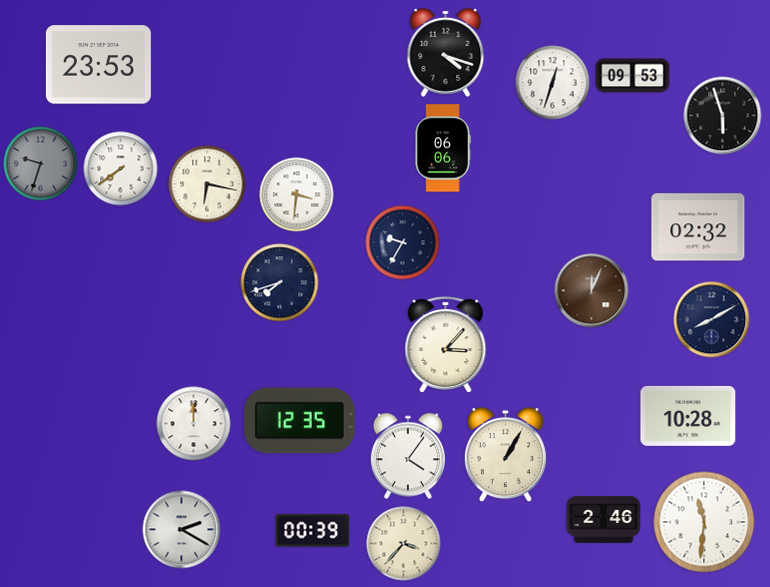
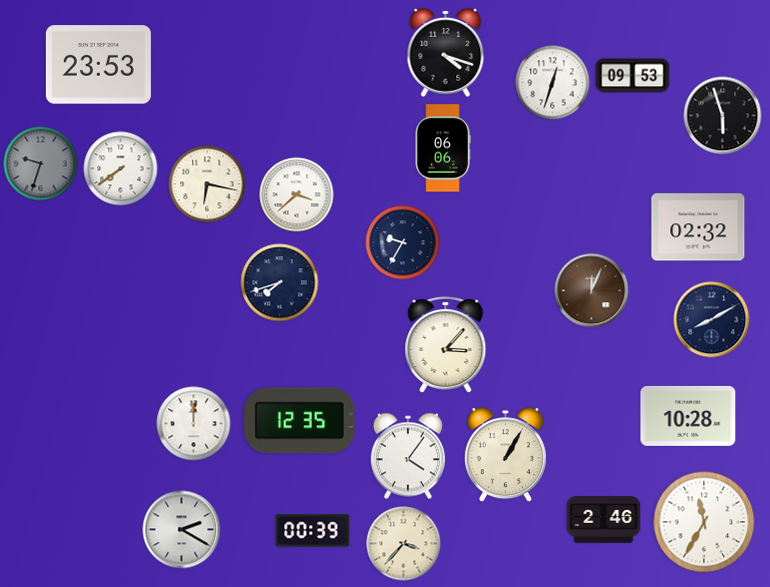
clock at (297, 195): 3:31 -> 3:38
clock at (704, 522): 11:31 -> 11:35
